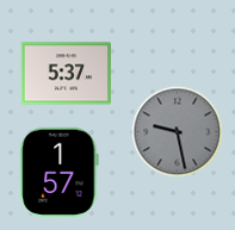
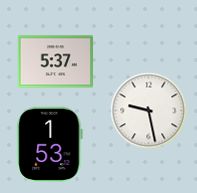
clock at (178, 132) dial: grey -> white
clock at (60, 172): 1:57 -> 1:53
